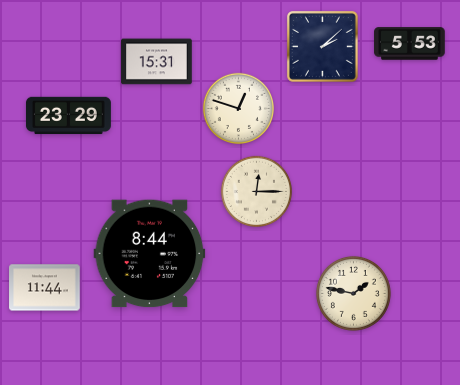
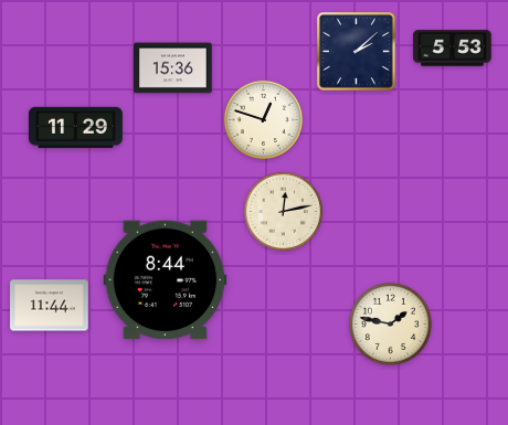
clock at (157, 62): 15:31 -> 15:36
clock at (68, 116): 23:29 -> 11:29
clock at (256, 191): 12:15 -> 12:13
clock at (45, 288) position: (45, 288) -> (50, 306)
